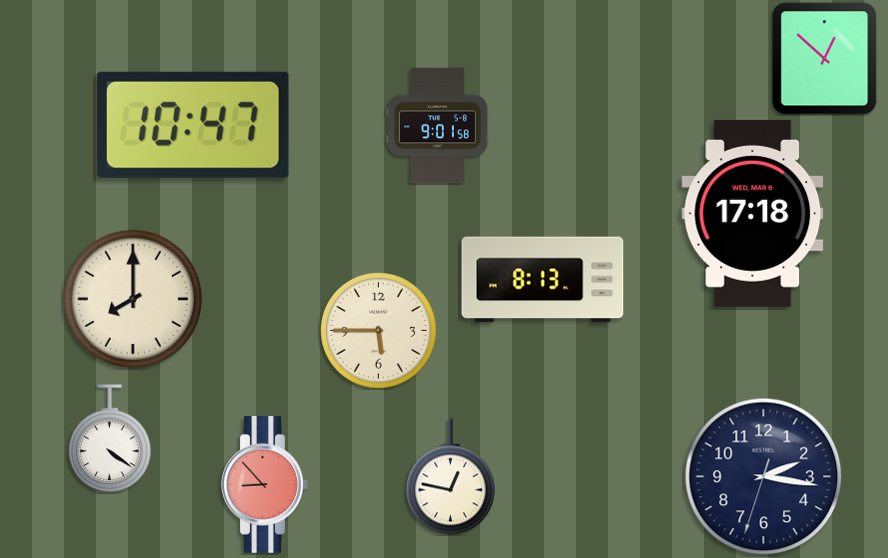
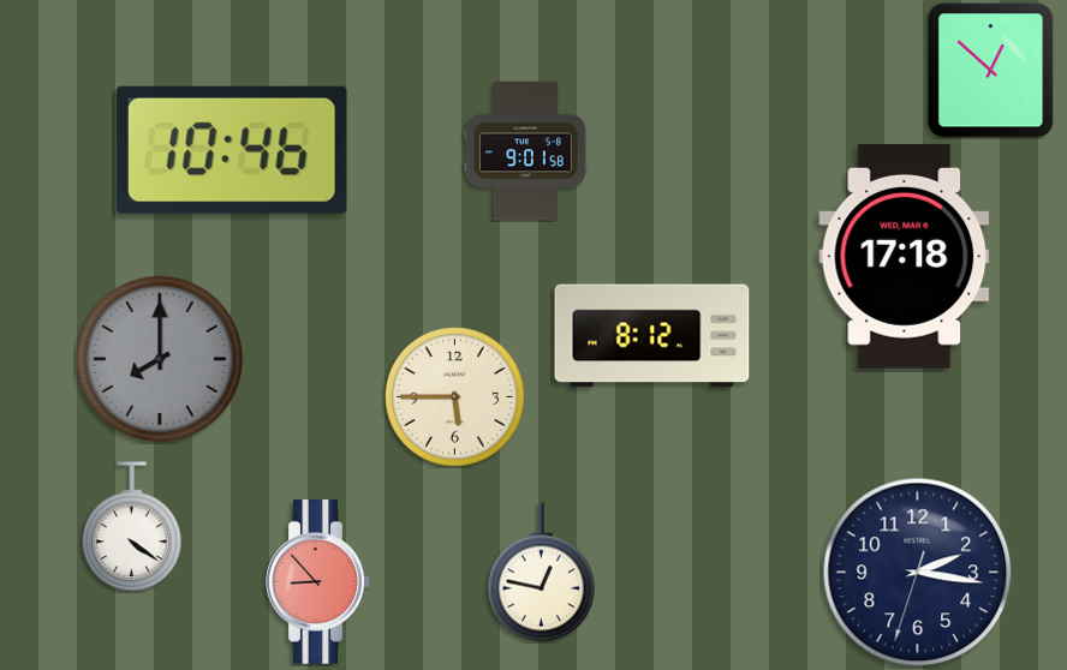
clock at (193, 125): 10:47 -> 10:46
clock at (543, 280): 8:13 -> 8:12
clock at (133, 299) dial: cream -> grey
